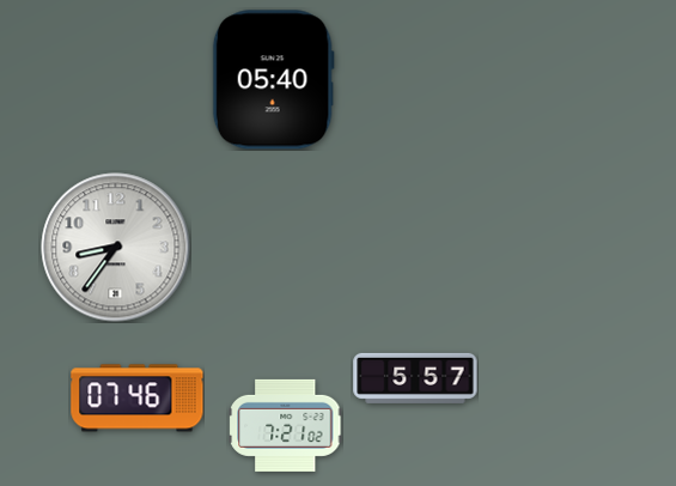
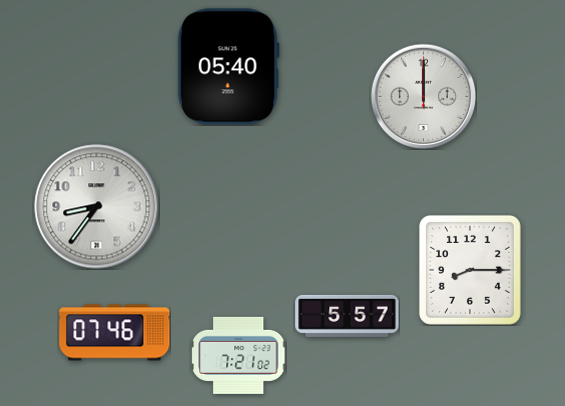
clock at (423, 96): none -> 12:00
clock at (470, 270): none -> 8:15
